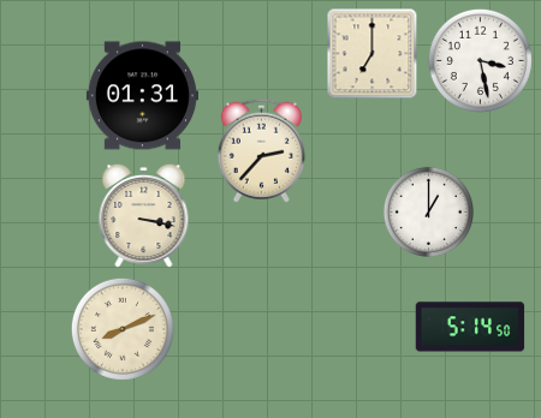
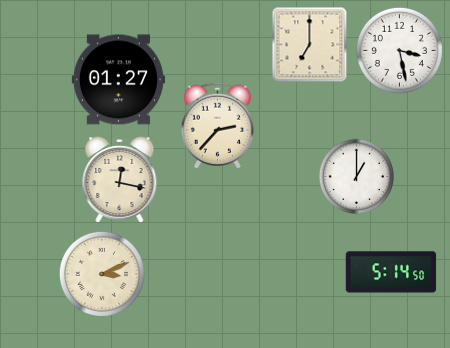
clock at (142, 96): 01:31 -> 01:27
clock at (144, 216): 3:17 -> 12:17
clock at (123, 329): 8:11 -> 3:11
